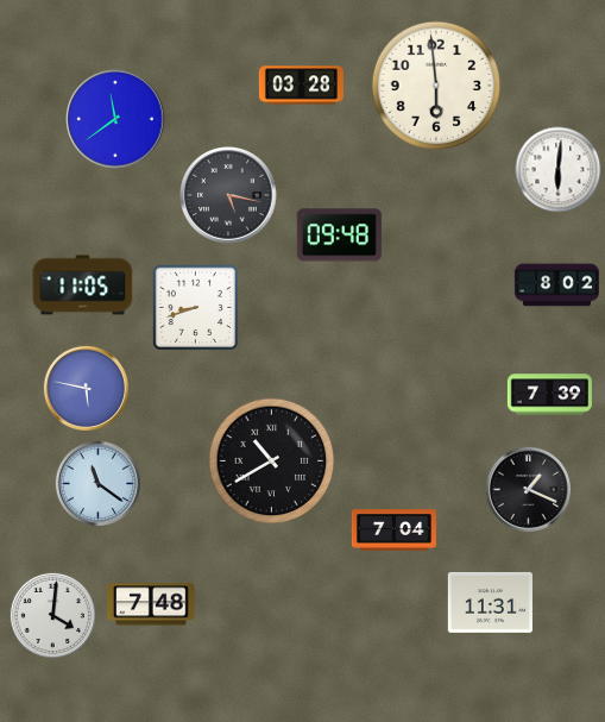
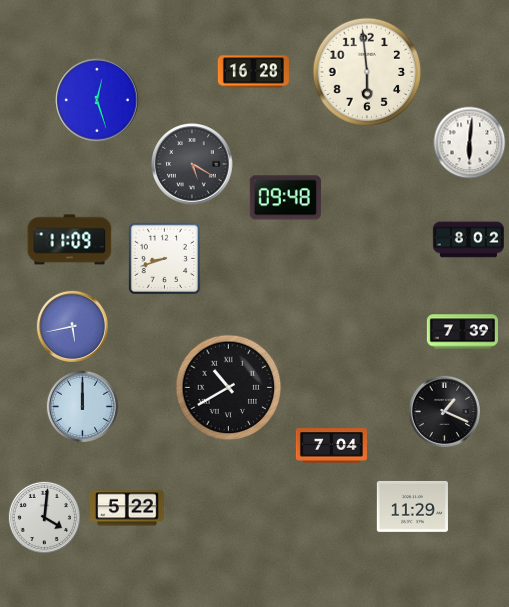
clock at (301, 86): 03:28 -> 16:28
clock at (115, 119): 11:39 -> 12:27
clock at (228, 195): 5:17 -> 5:20
clock at (83, 285): 11:05 -> 11:09
clock at (86, 388): 5:47 -> 5:43
clock at (97, 483): 11:21 -> 12:00
clock at (490, 602): 11:31 -> 11:29
clock at (151, 604): 7:48 -> 5:22
